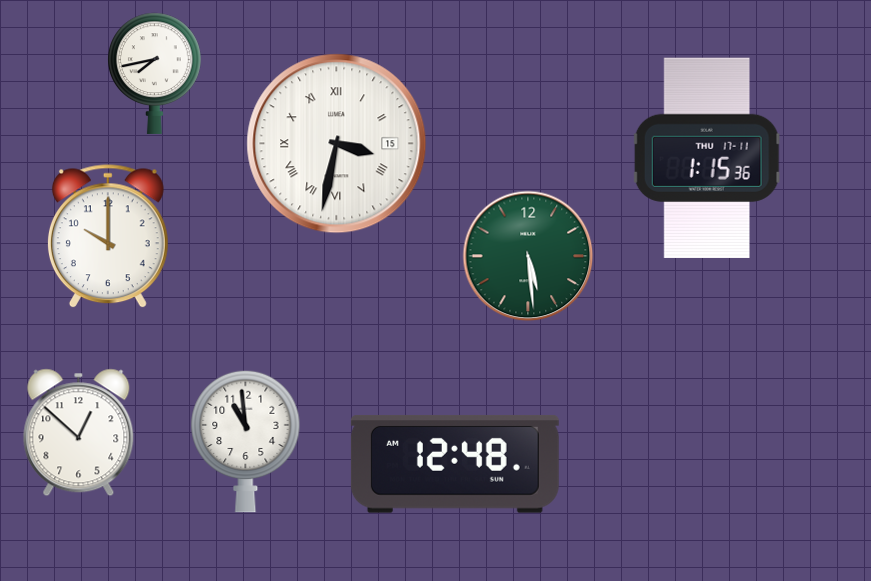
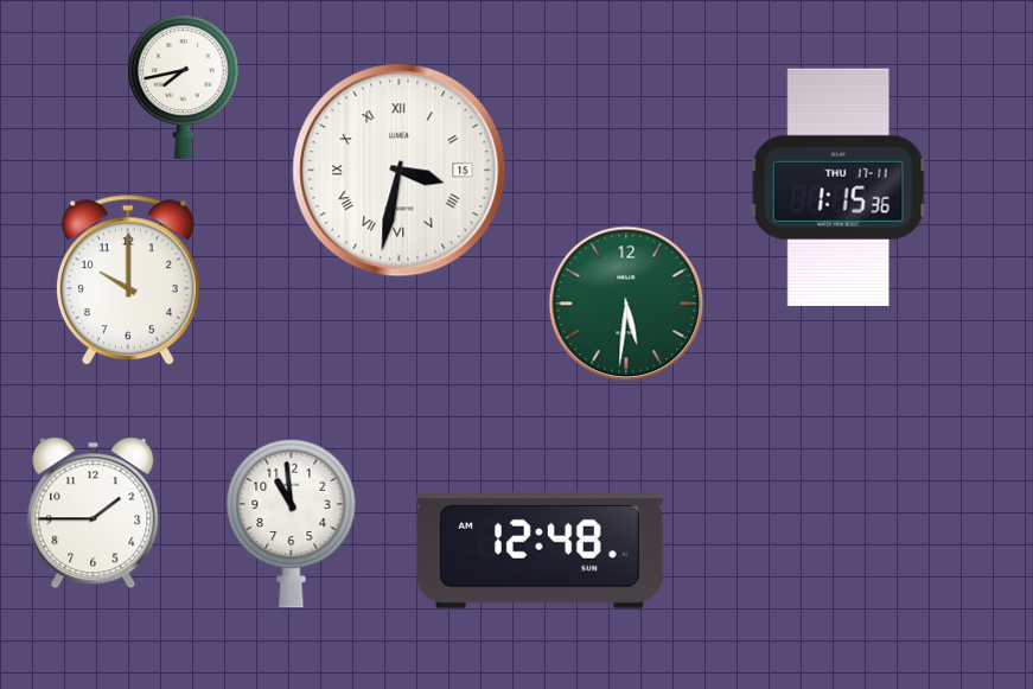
clock at (528, 256): 5:29 -> 5:31
clock at (79, 433): 12:52 -> 1:45
